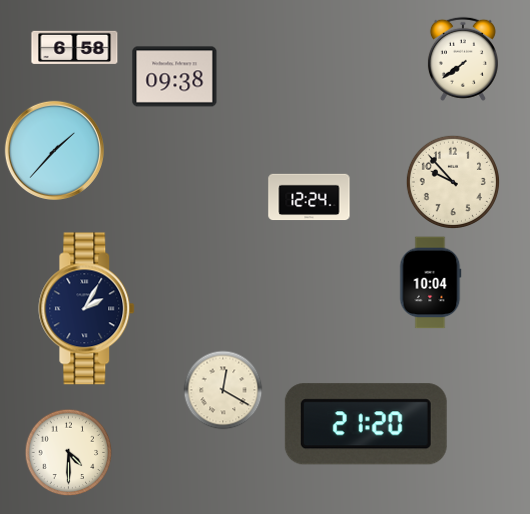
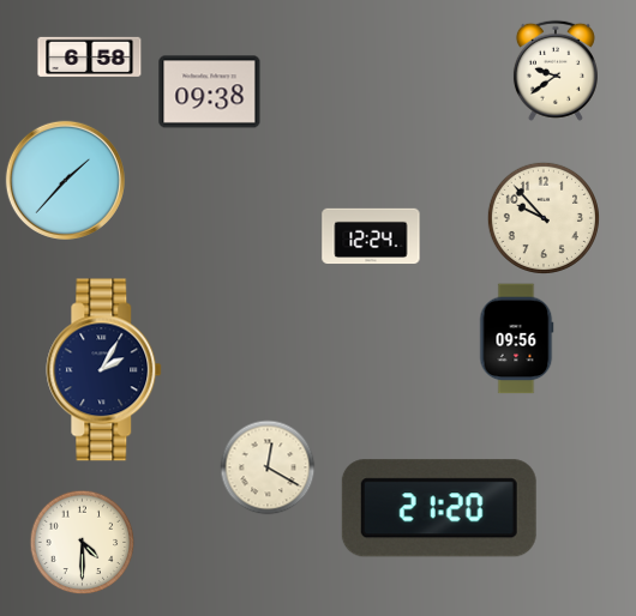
clock at (463, 59): 7:39 -> 9:39
clock at (431, 283): 10:04 -> 09:56
